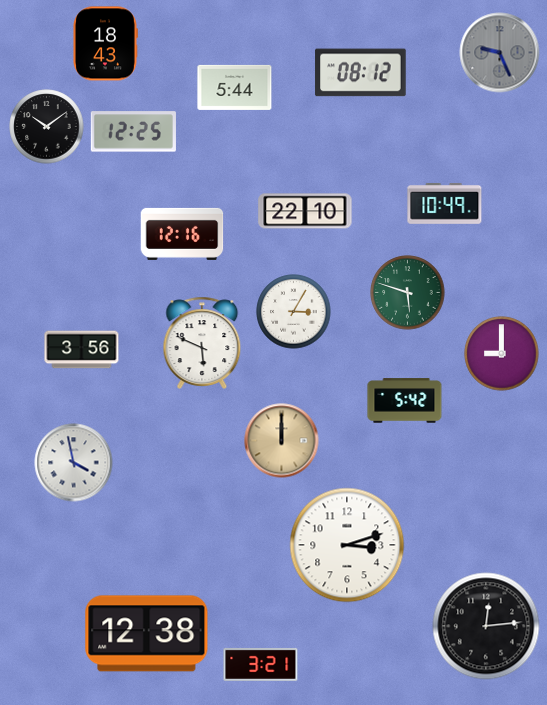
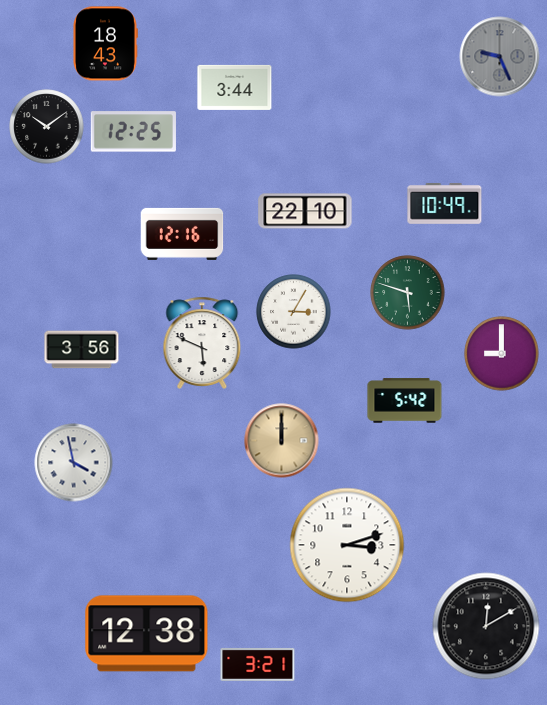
clock at (500, 53) position: (500, 53) -> (500, 57)
clock at (361, 73): 08:12 -> none
clock at (235, 87): 5:44 -> 3:44
clock at (486, 626): 12:14 -> 12:10
clock at (261, 664) position: (261, 664) -> (258, 664)
